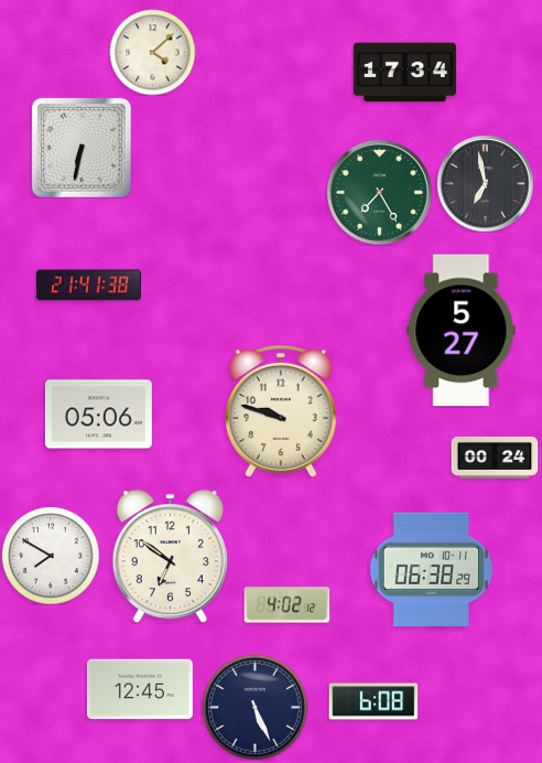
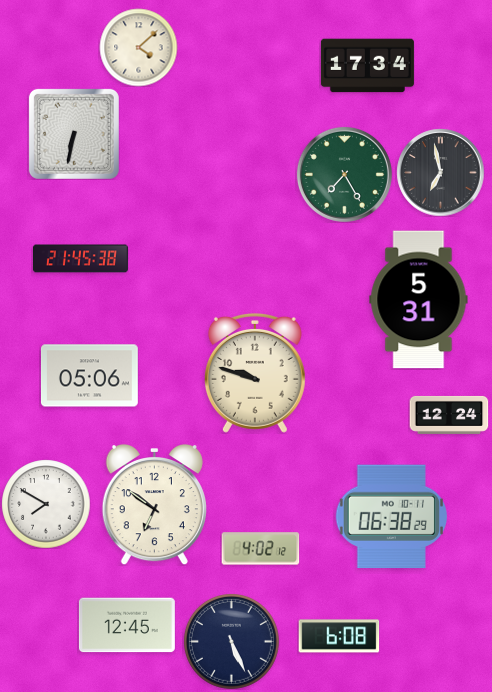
clock at (485, 183) position: (485, 183) -> (440, 172)
clock at (88, 286): 21:41 -> 21:45
clock at (462, 331): 5:27 -> 5:31
clock at (495, 458): 00:24 -> 12:24
